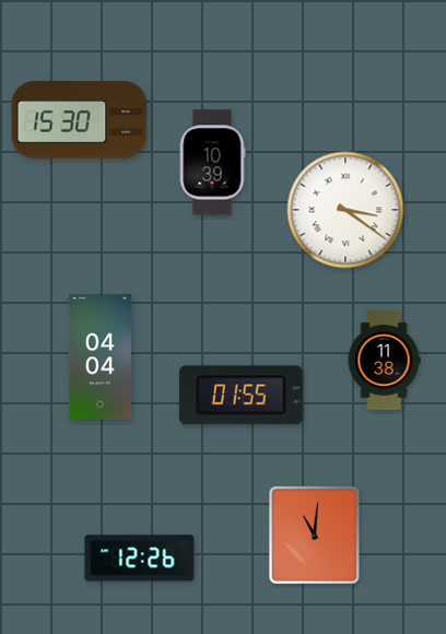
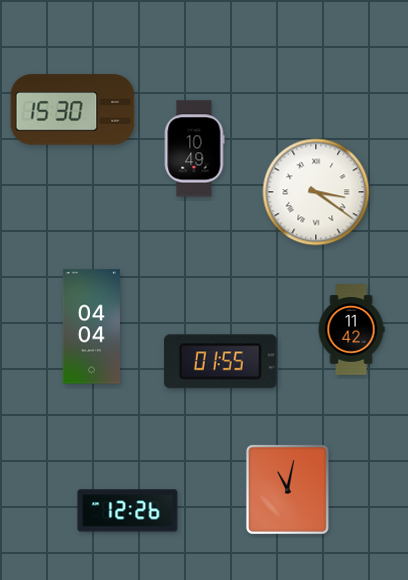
clock at (212, 163): 10:39 -> 10:49
clock at (384, 361): 11:38 -> 11:42
clock at (314, 535): 11:01 -> 11:02
